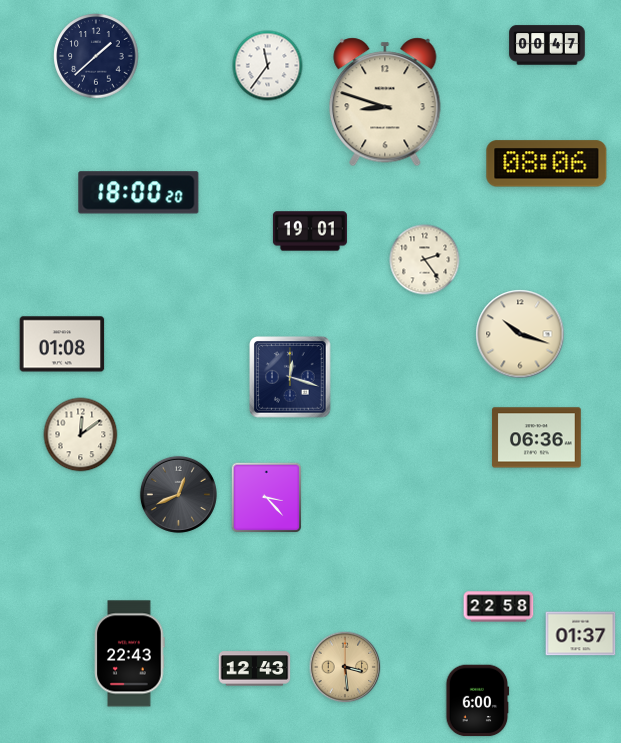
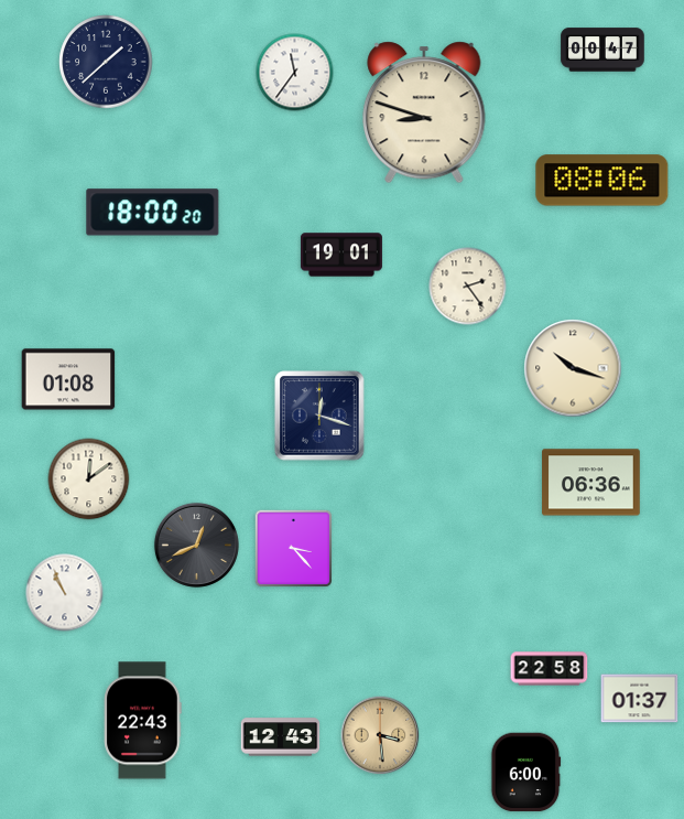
clock at (65, 593): none -> 10:56
